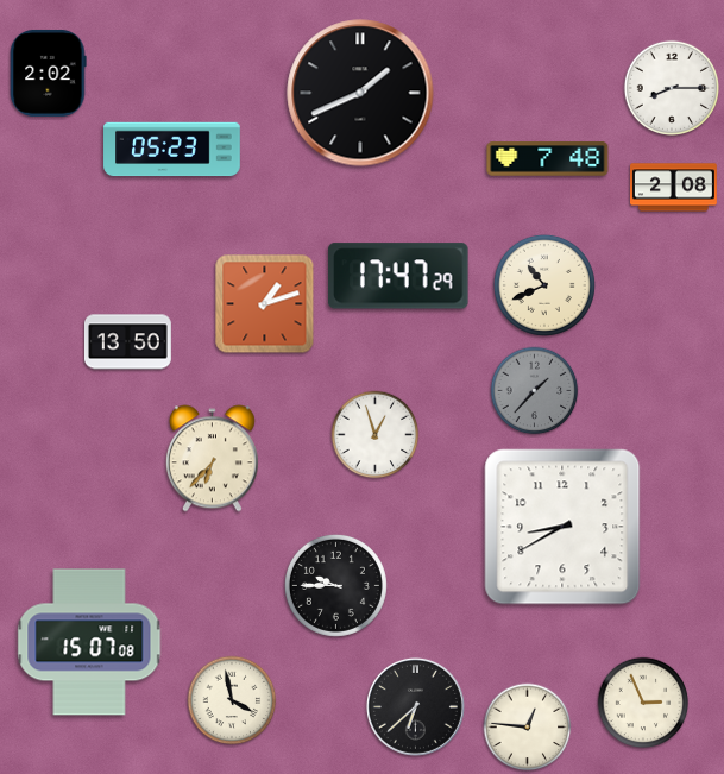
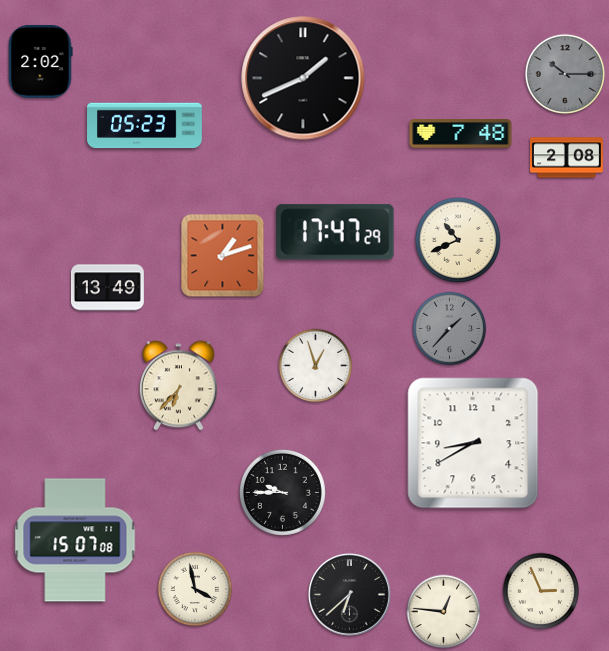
clock at (671, 87): 8:15 -> 10:15
clock at (671, 87) dial: white -> grey
clock at (127, 342): 13:50 -> 13:49
